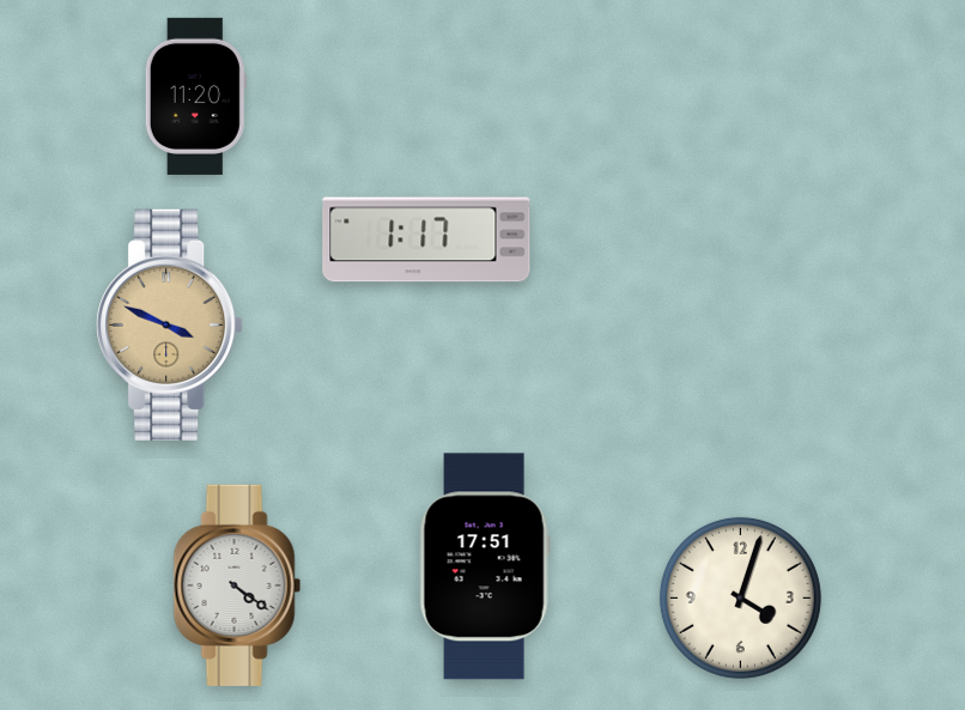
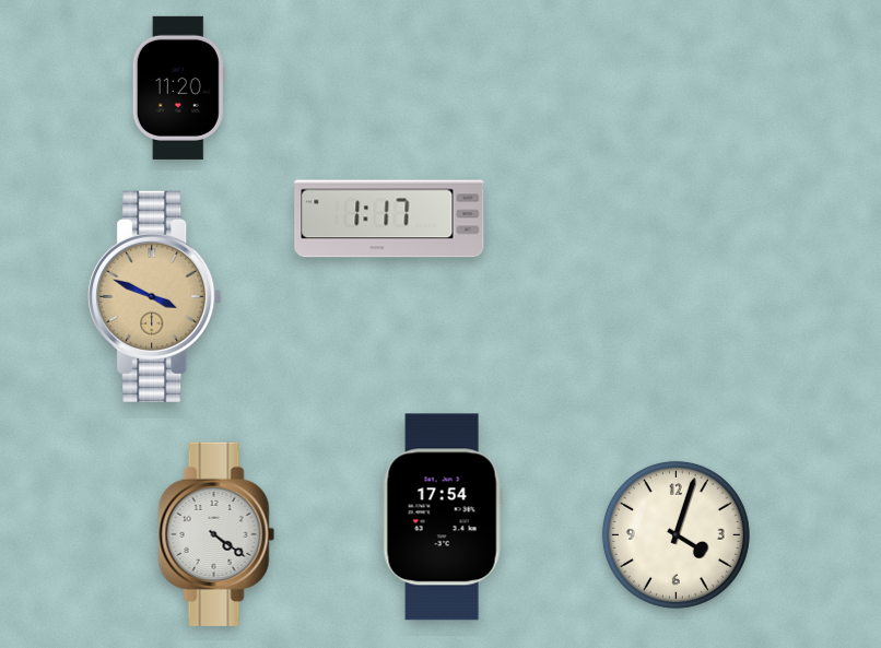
clock at (485, 566): 17:51 -> 17:54
clock at (740, 597) position: (740, 597) -> (676, 534)
